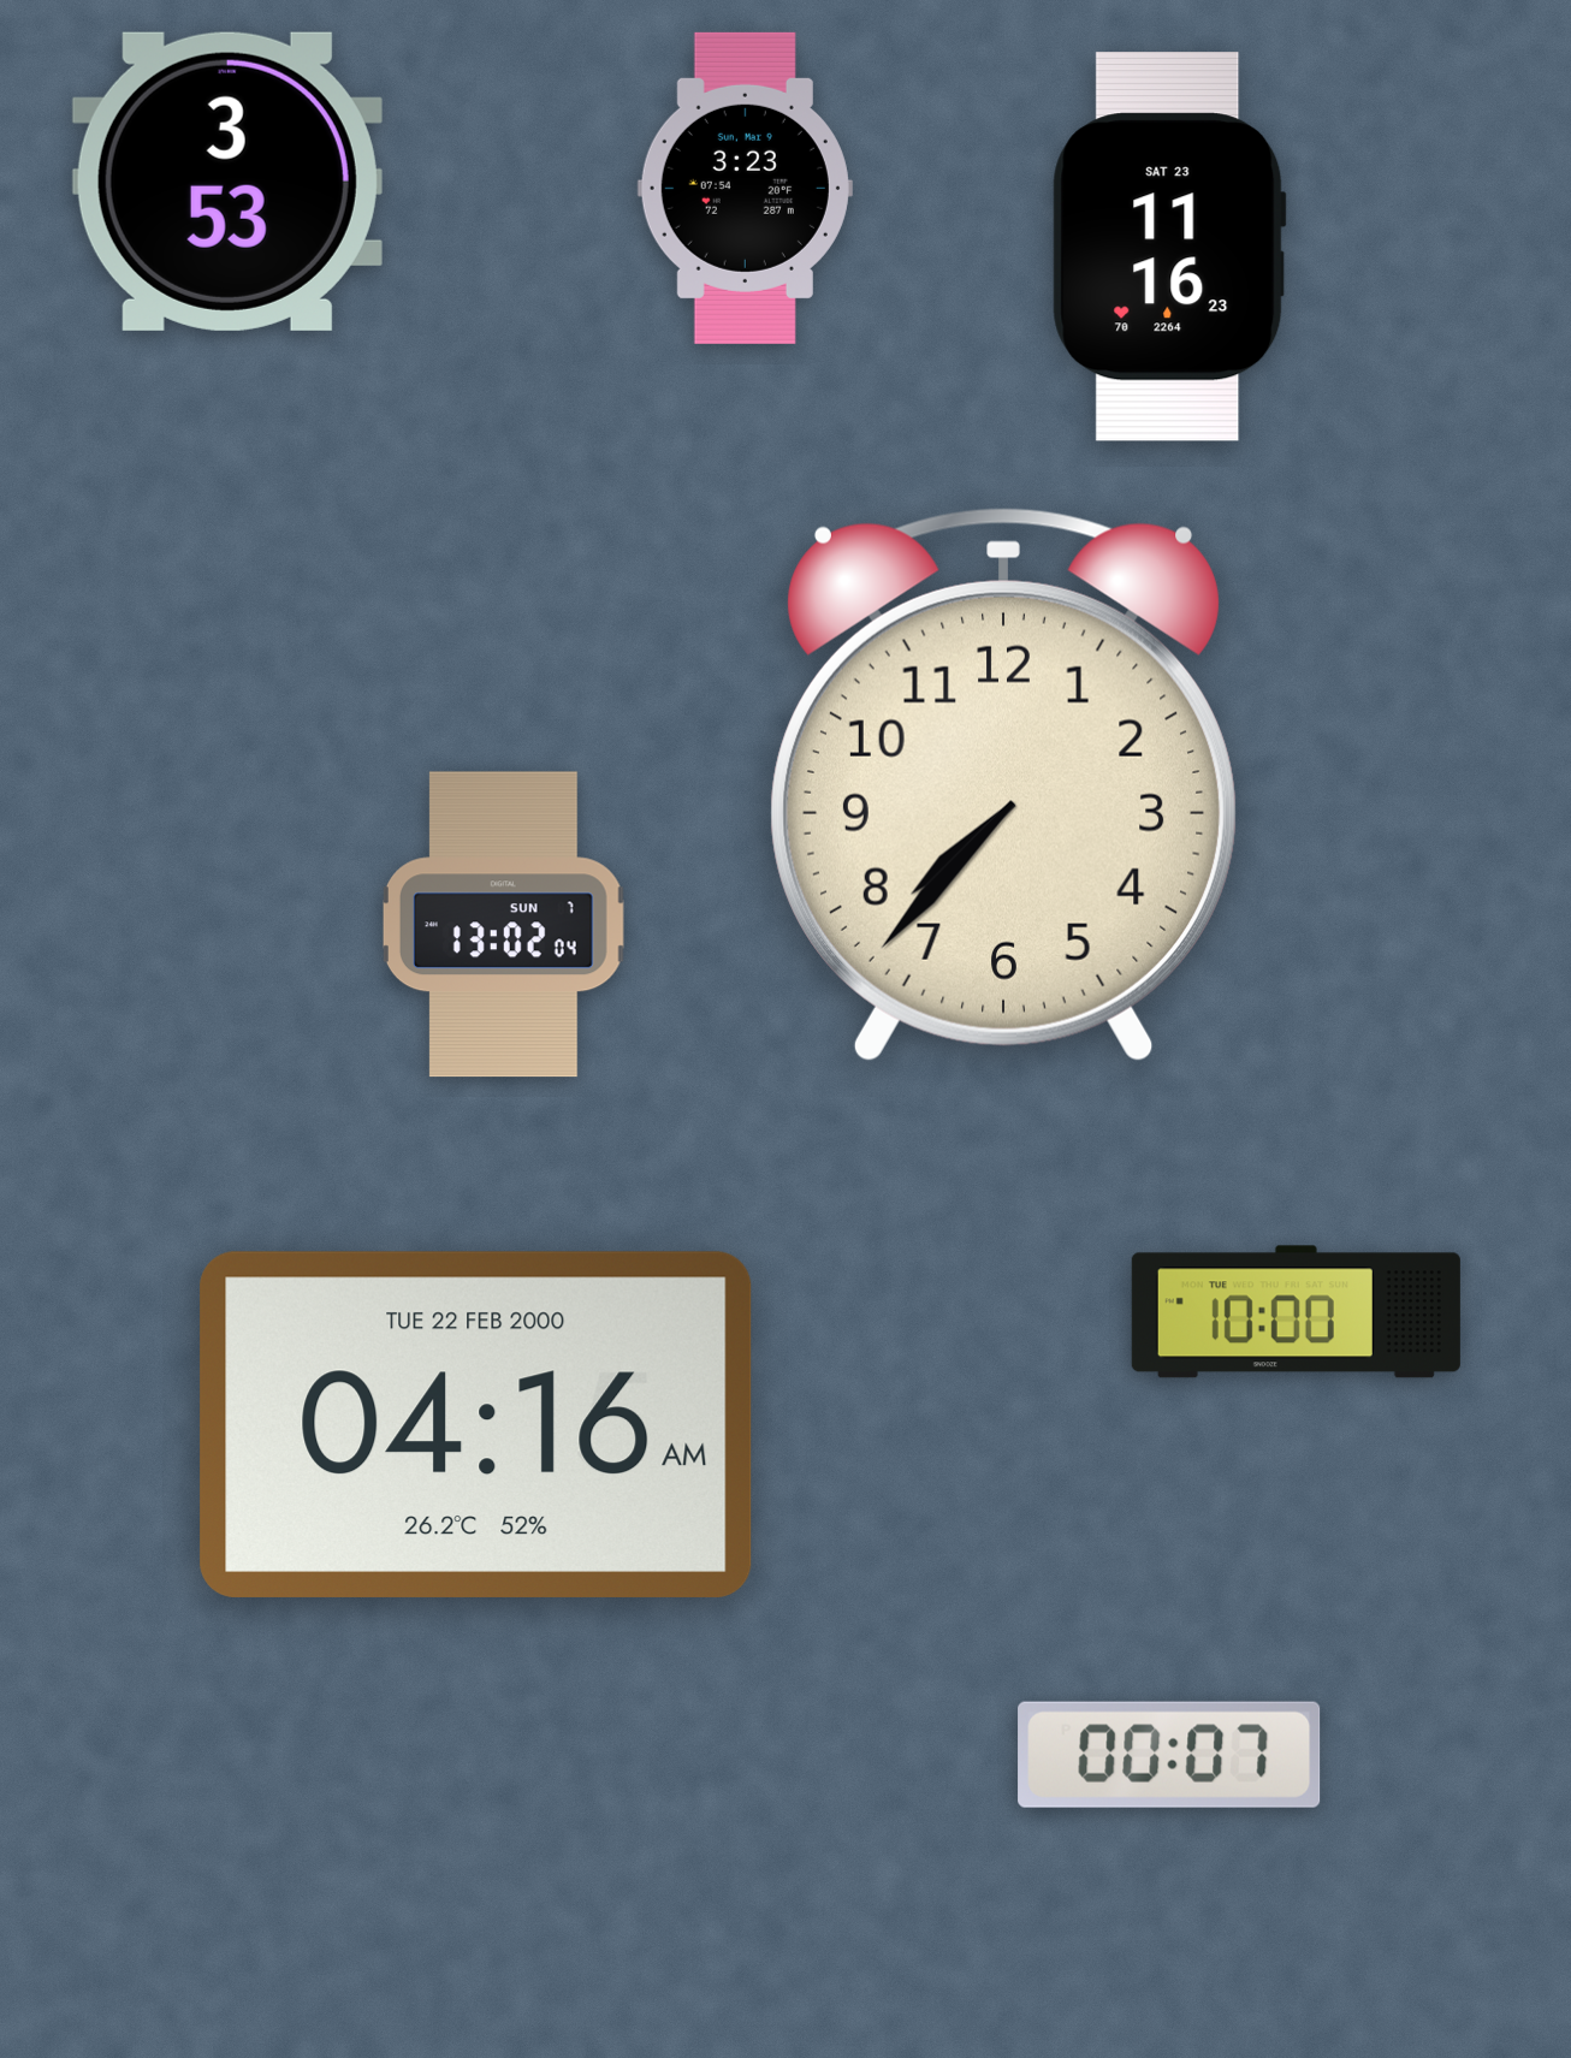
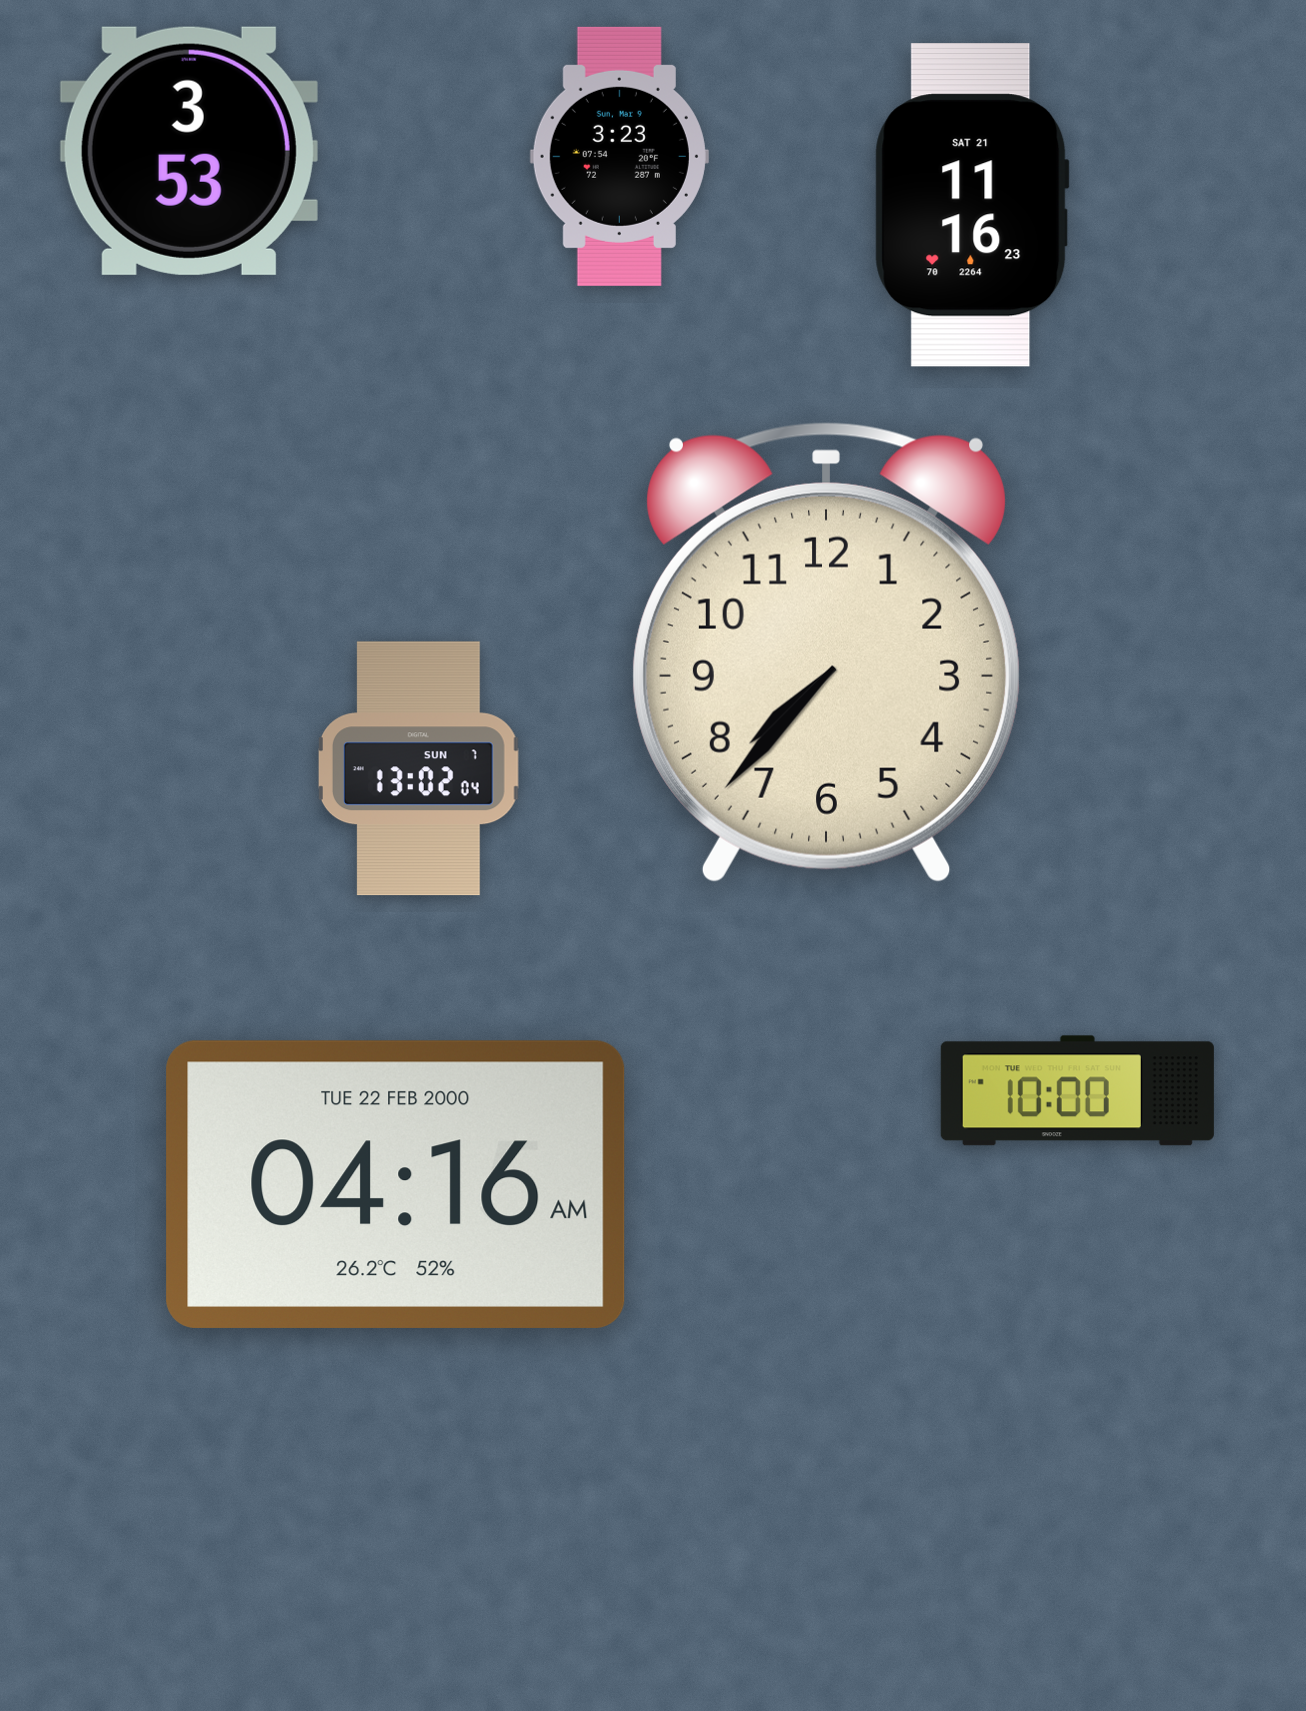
clock at (1169, 247) date: SAT 23 -> SAT 21
clock at (1003, 785) position: (1003, 785) -> (826, 653)
clock at (1169, 1755): 00:07 -> none
